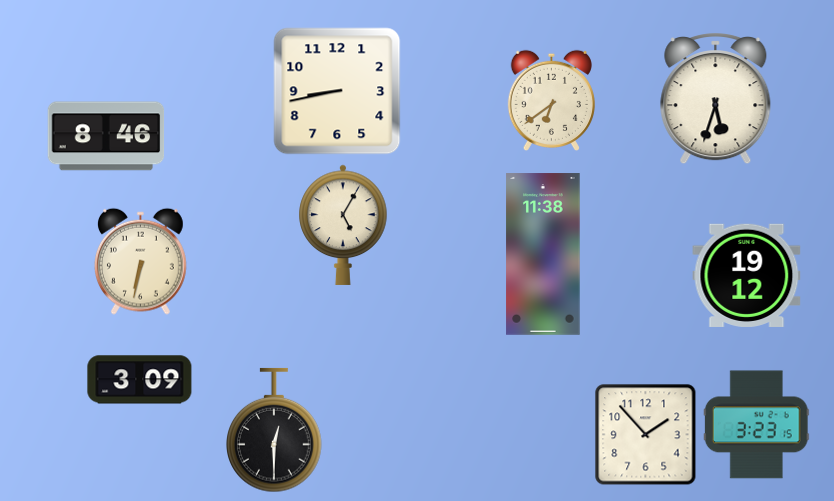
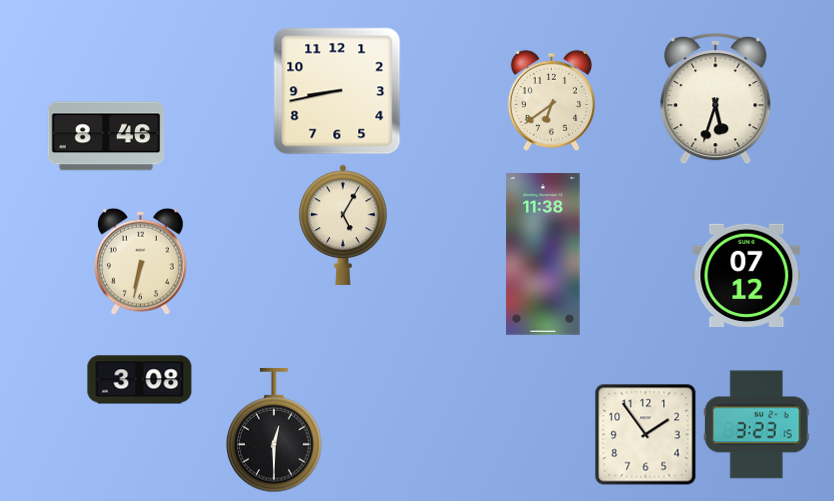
clock at (747, 275): 19:12 -> 07:12
clock at (140, 380): 3:09 -> 3:08
clock at (646, 435): 1:53 -> 1:54
